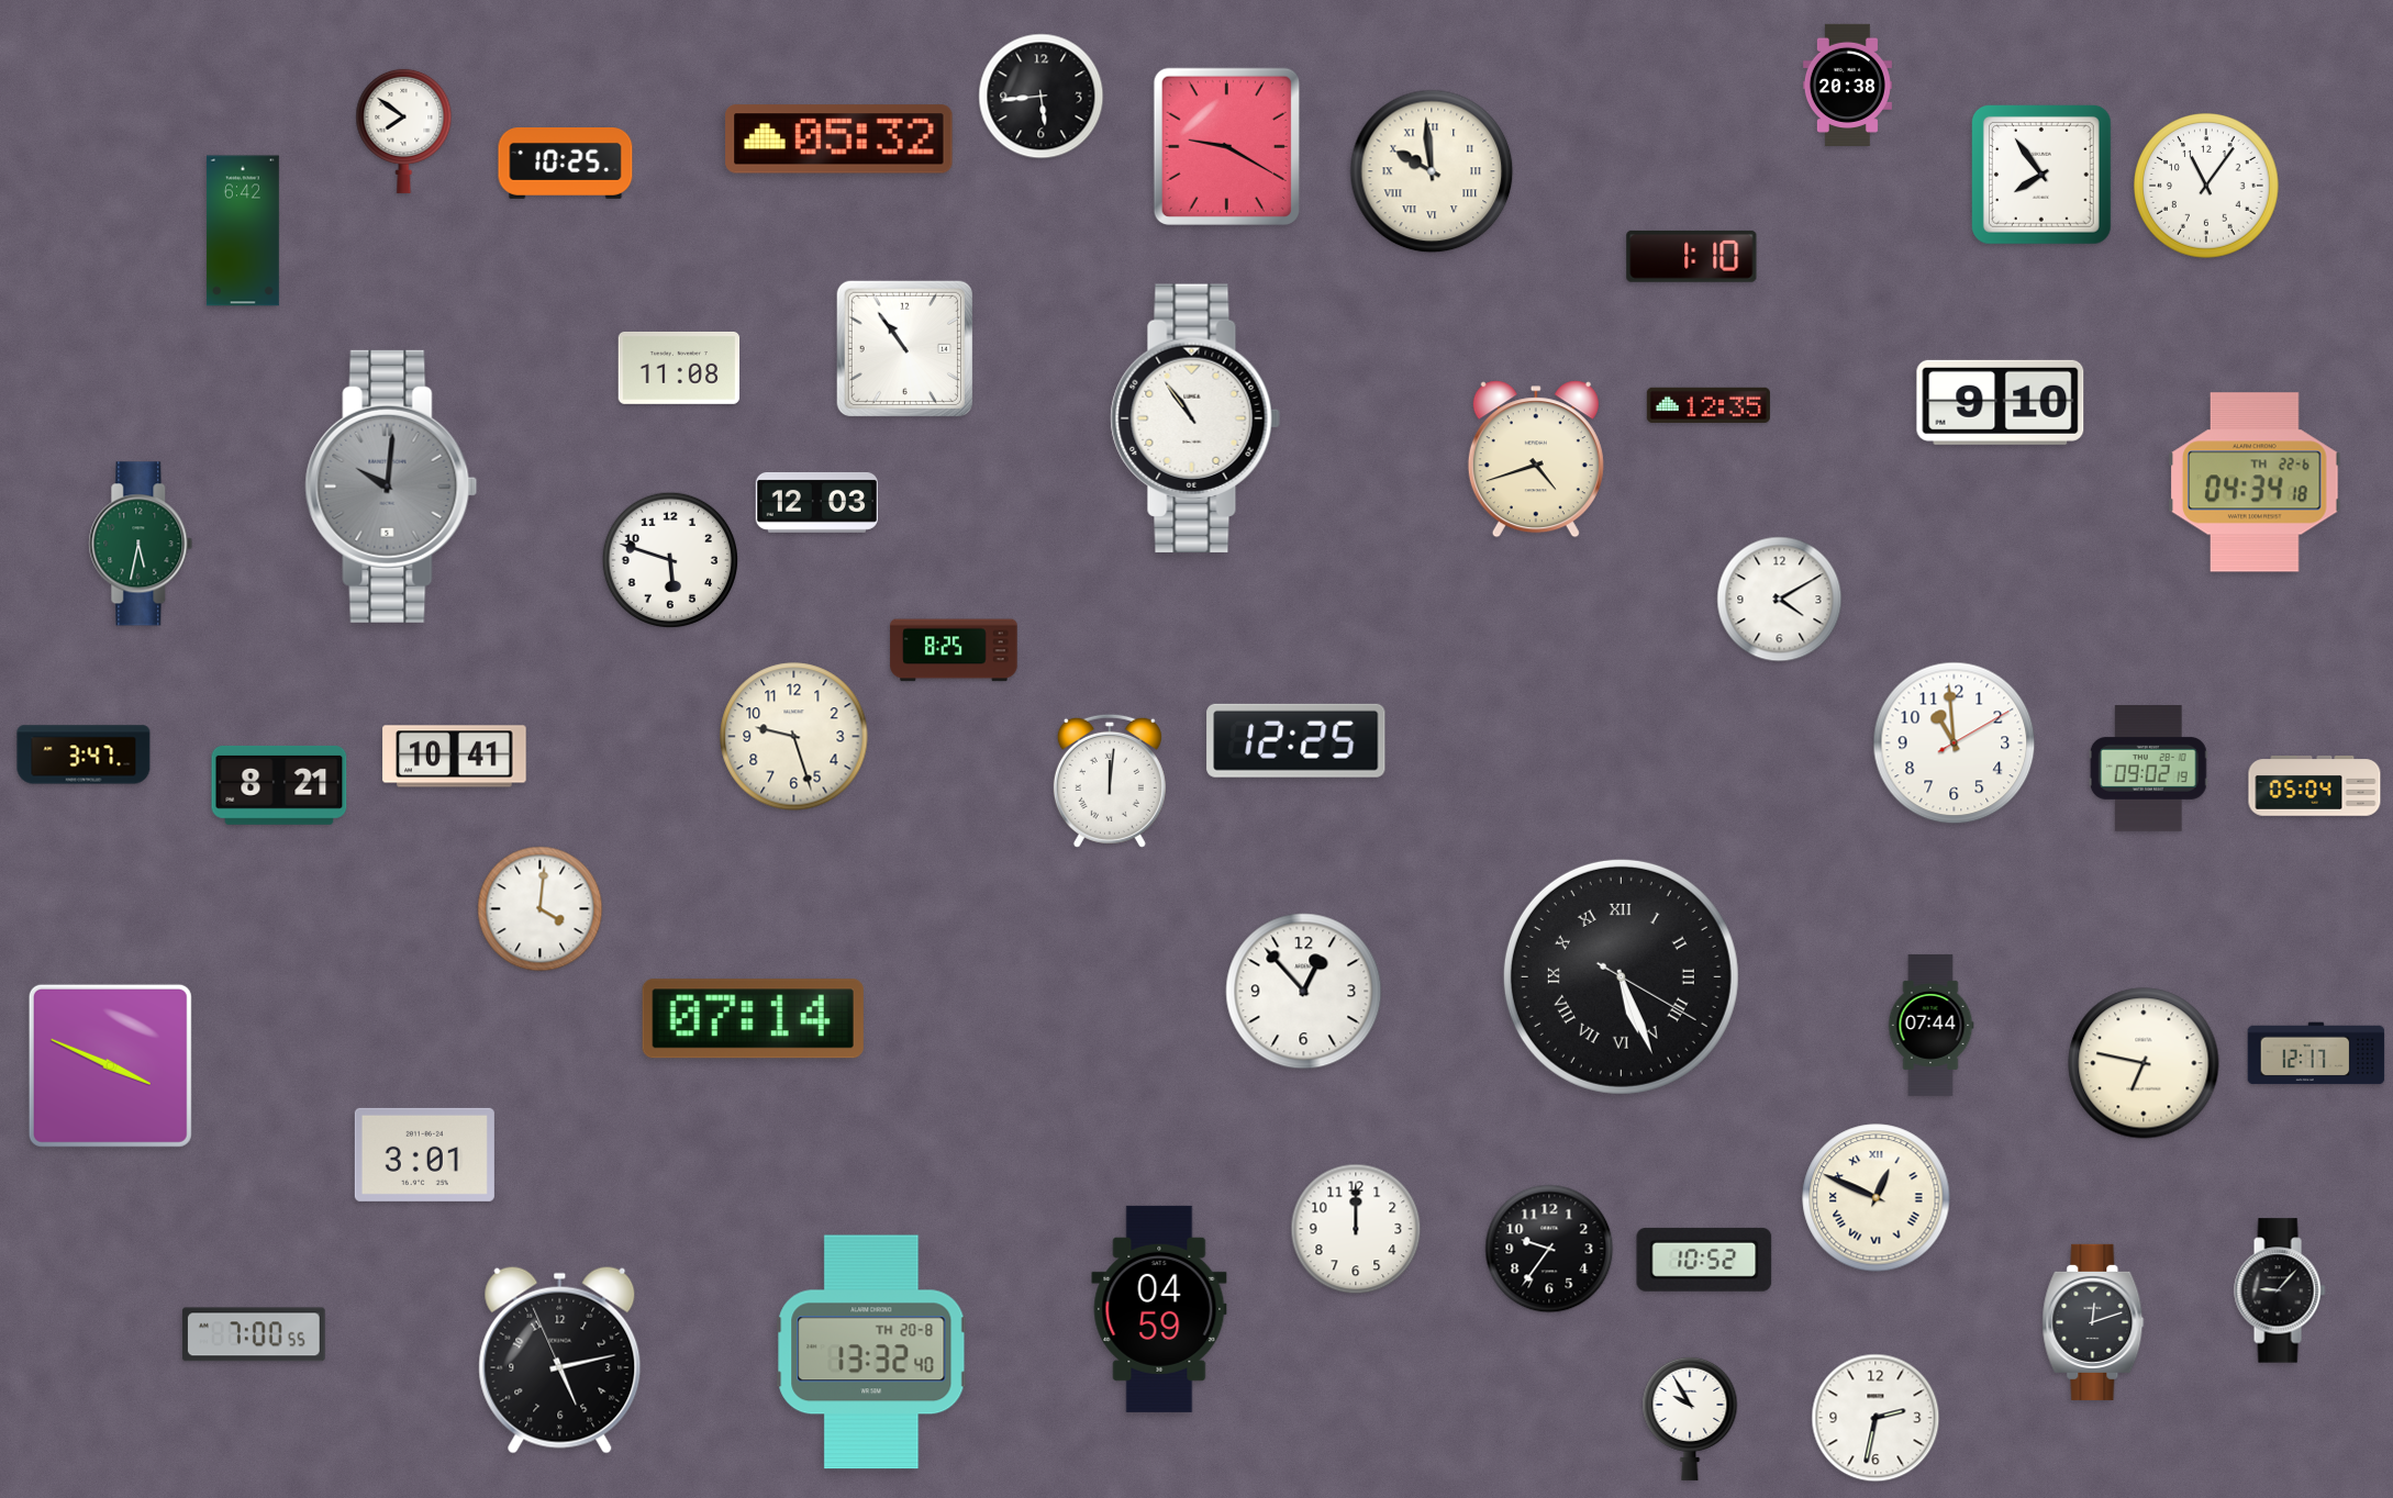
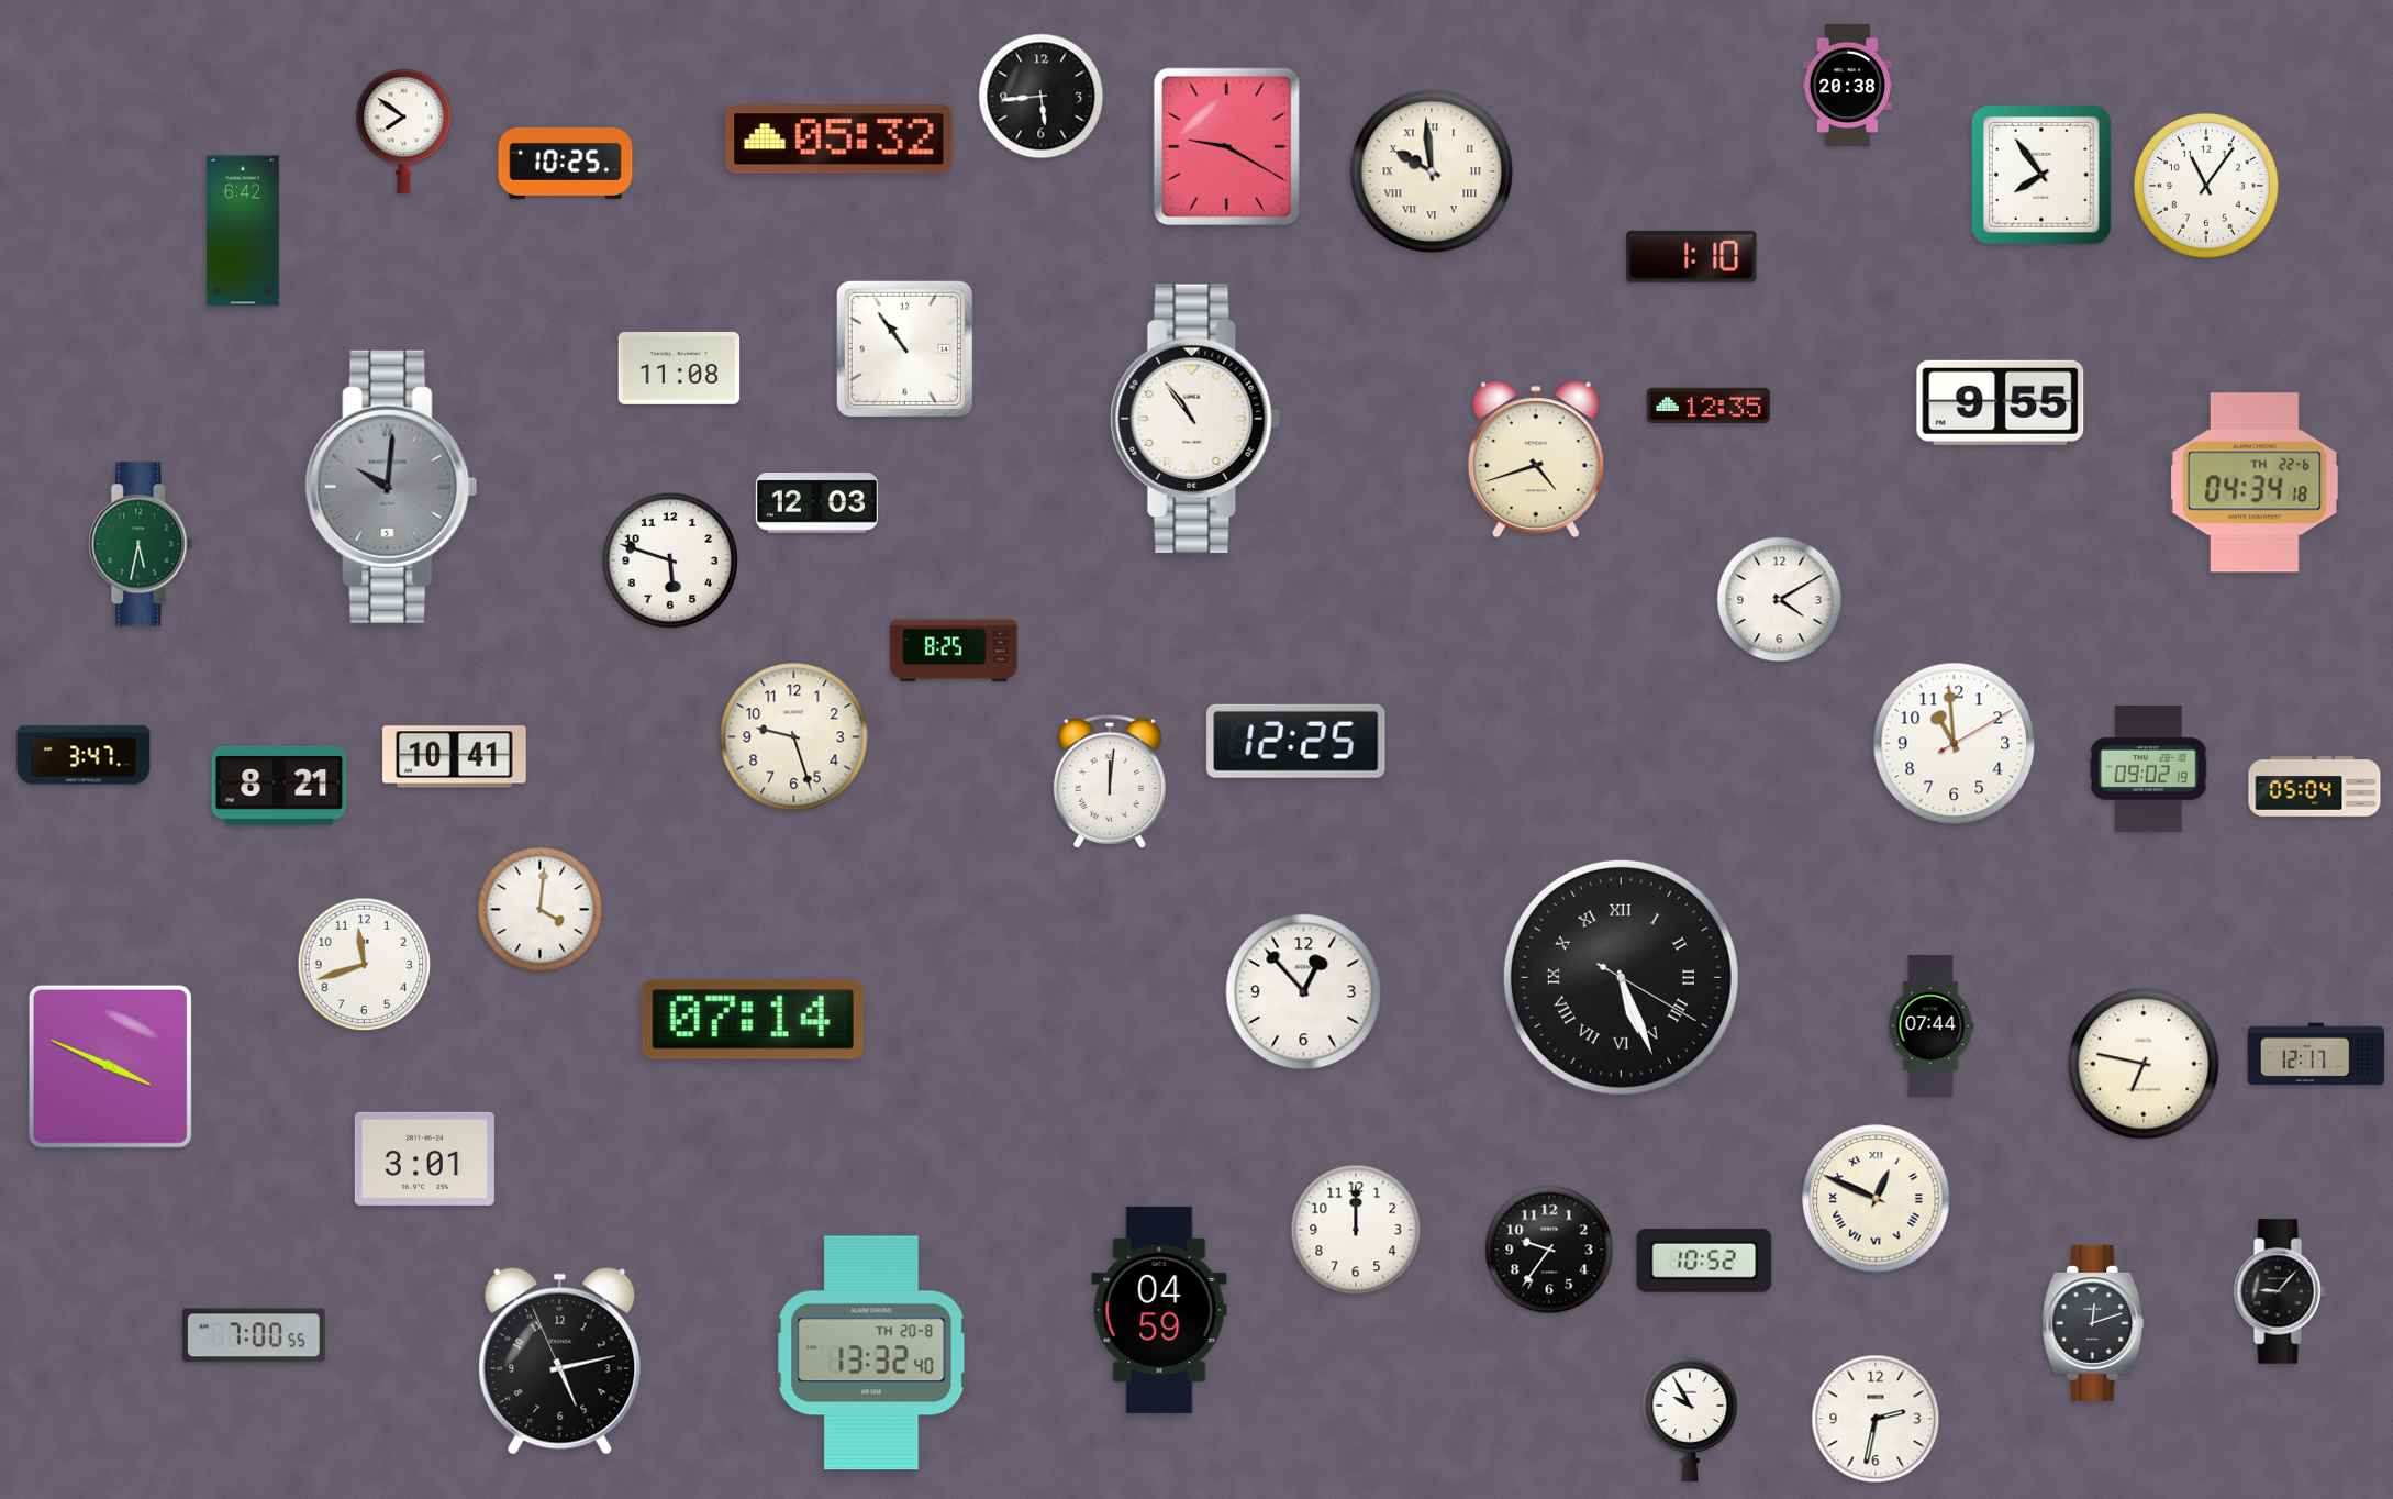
clock at (2001, 402): 9:10 -> 9:55
clock at (365, 965): none -> 11:42
clock at (424, 1154) position: (424, 1154) -> (424, 1158)
